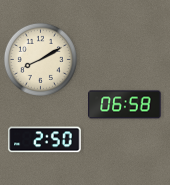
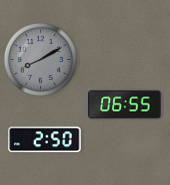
clock at (40, 59) dial: cream -> grey
clock at (125, 105): 06:58 -> 06:55
